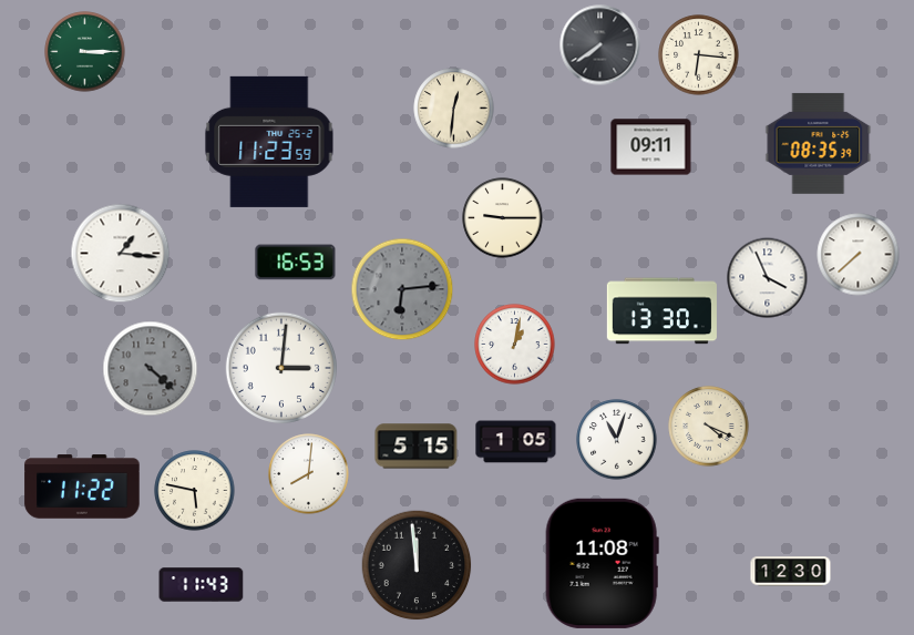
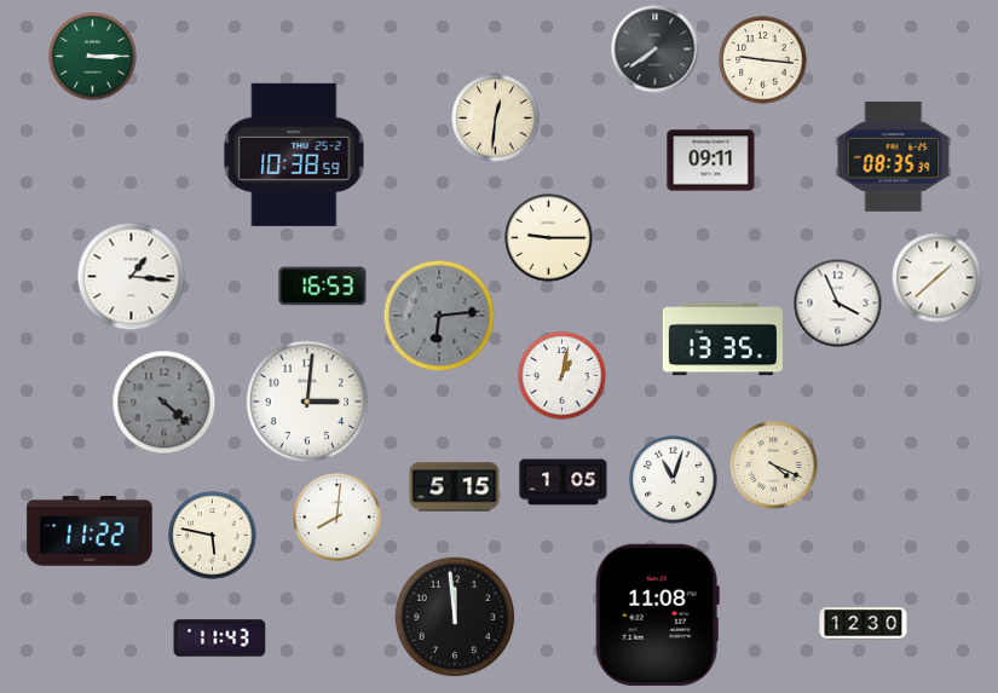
clock at (699, 55): 6:16 -> 9:16
clock at (269, 142): 11:23 -> 10:38
clock at (859, 255): 7:38 -> 1:38
clock at (661, 311): 13:30 -> 13:35
